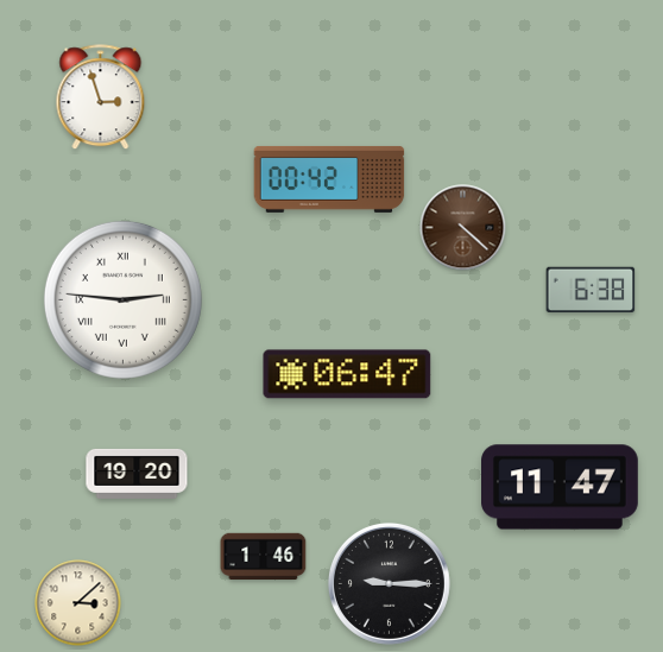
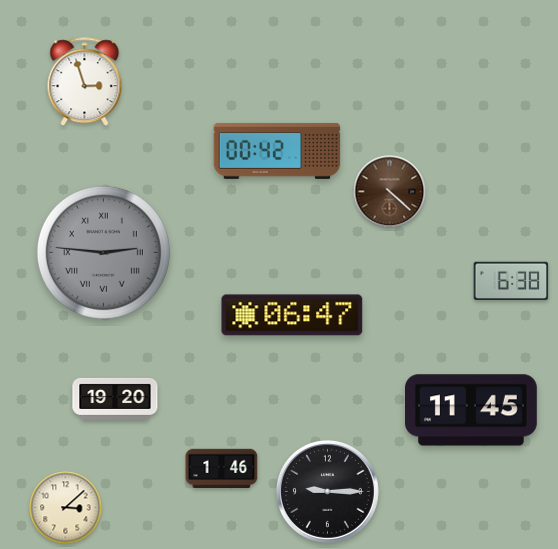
clock at (591, 290) position: (591, 290) -> (511, 281)
clock at (122, 299) dial: white -> grey
clock at (561, 487): 11:47 -> 11:45
